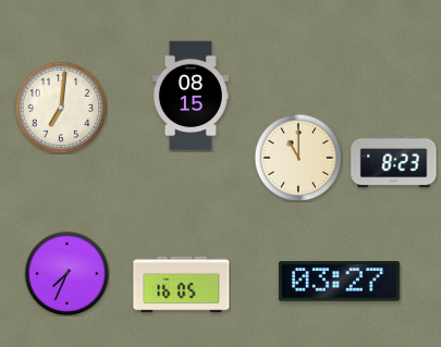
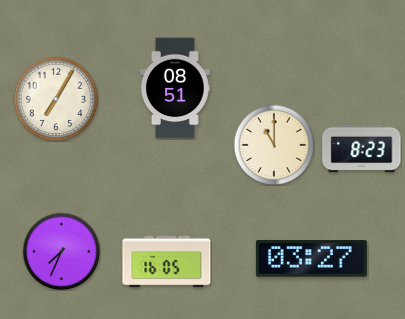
clock at (191, 96): 08:15 -> 08:51
clock at (61, 108): 7:01 -> 7:05
